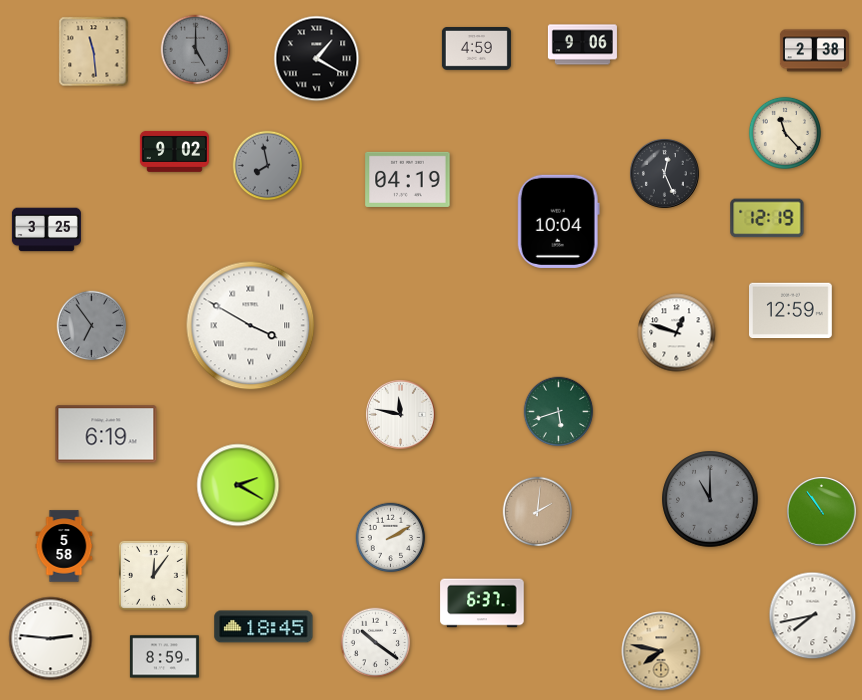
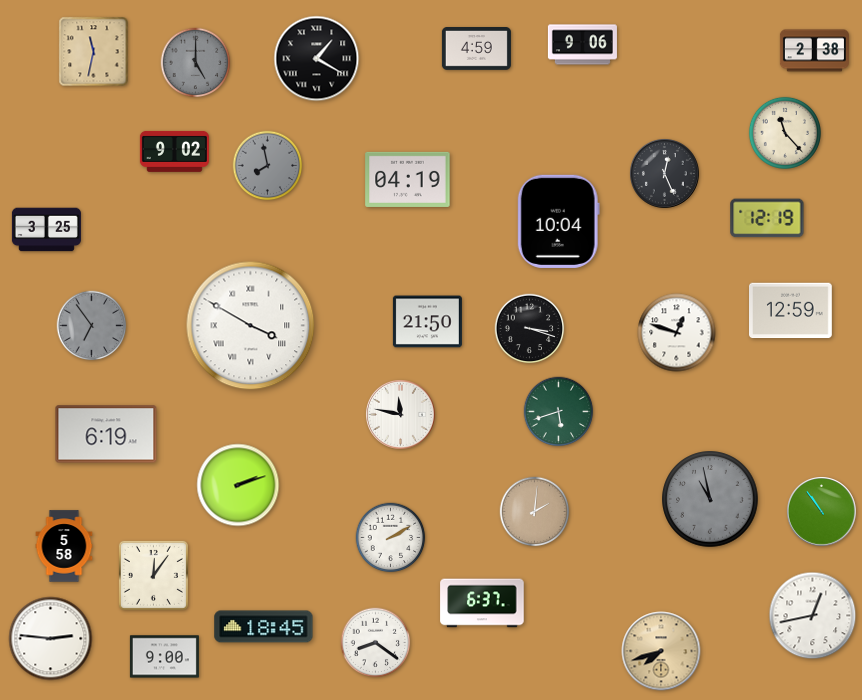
clock at (196, 50) position: (196, 50) -> (196, 63)
clock at (94, 52): 11:29 -> 11:32
clock at (427, 322): none -> 21:50
clock at (530, 329): none -> 3:18
clock at (238, 485): 2:20 -> 2:12
clock at (710, 499): 11:00 -> 10:58
clock at (538, 512) position: (538, 512) -> (535, 512)
clock at (813, 616): 7:43 -> 12:43
clock at (376, 643): 10:21 -> 8:21
clock at (661, 651): 7:47 -> 7:42
clock at (164, 657): 8:59 -> 9:00
